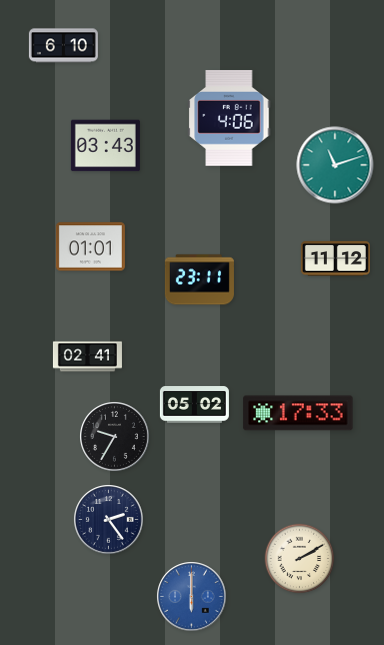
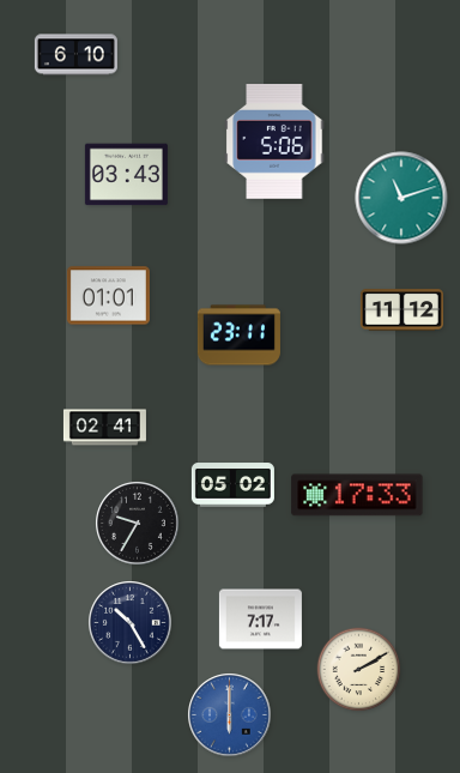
clock at (229, 119): 4:06 -> 5:06
clock at (260, 620): none -> 7:17
clock at (109, 520): 2:24 -> 10:25
